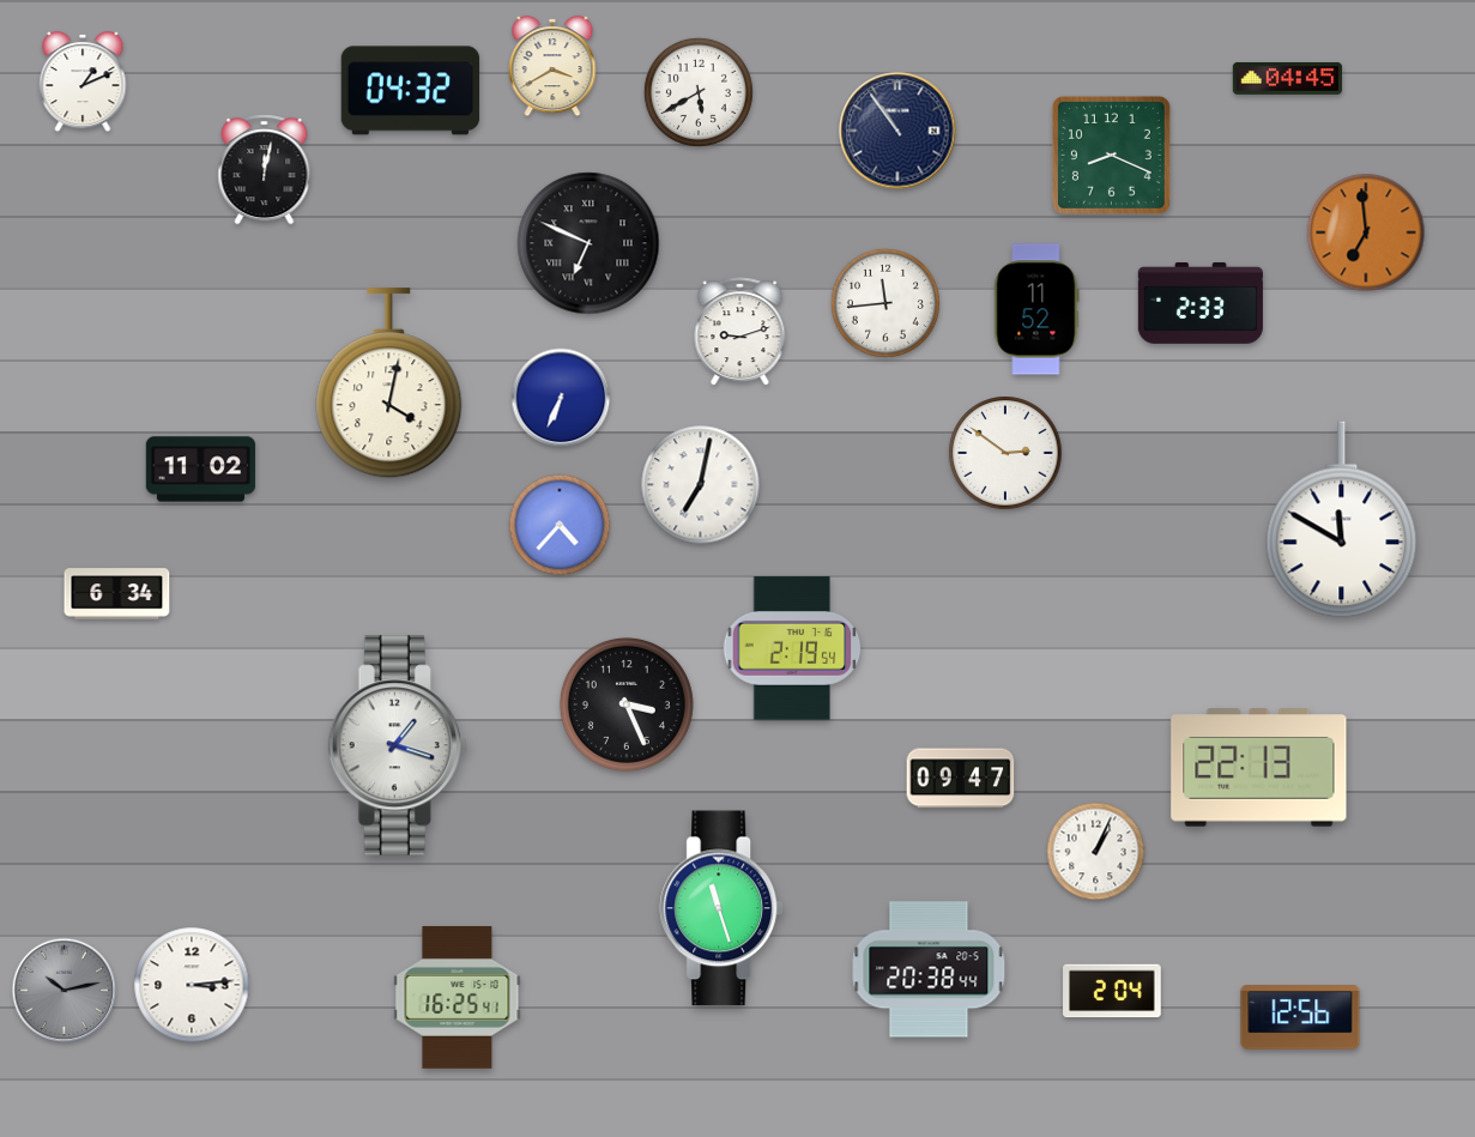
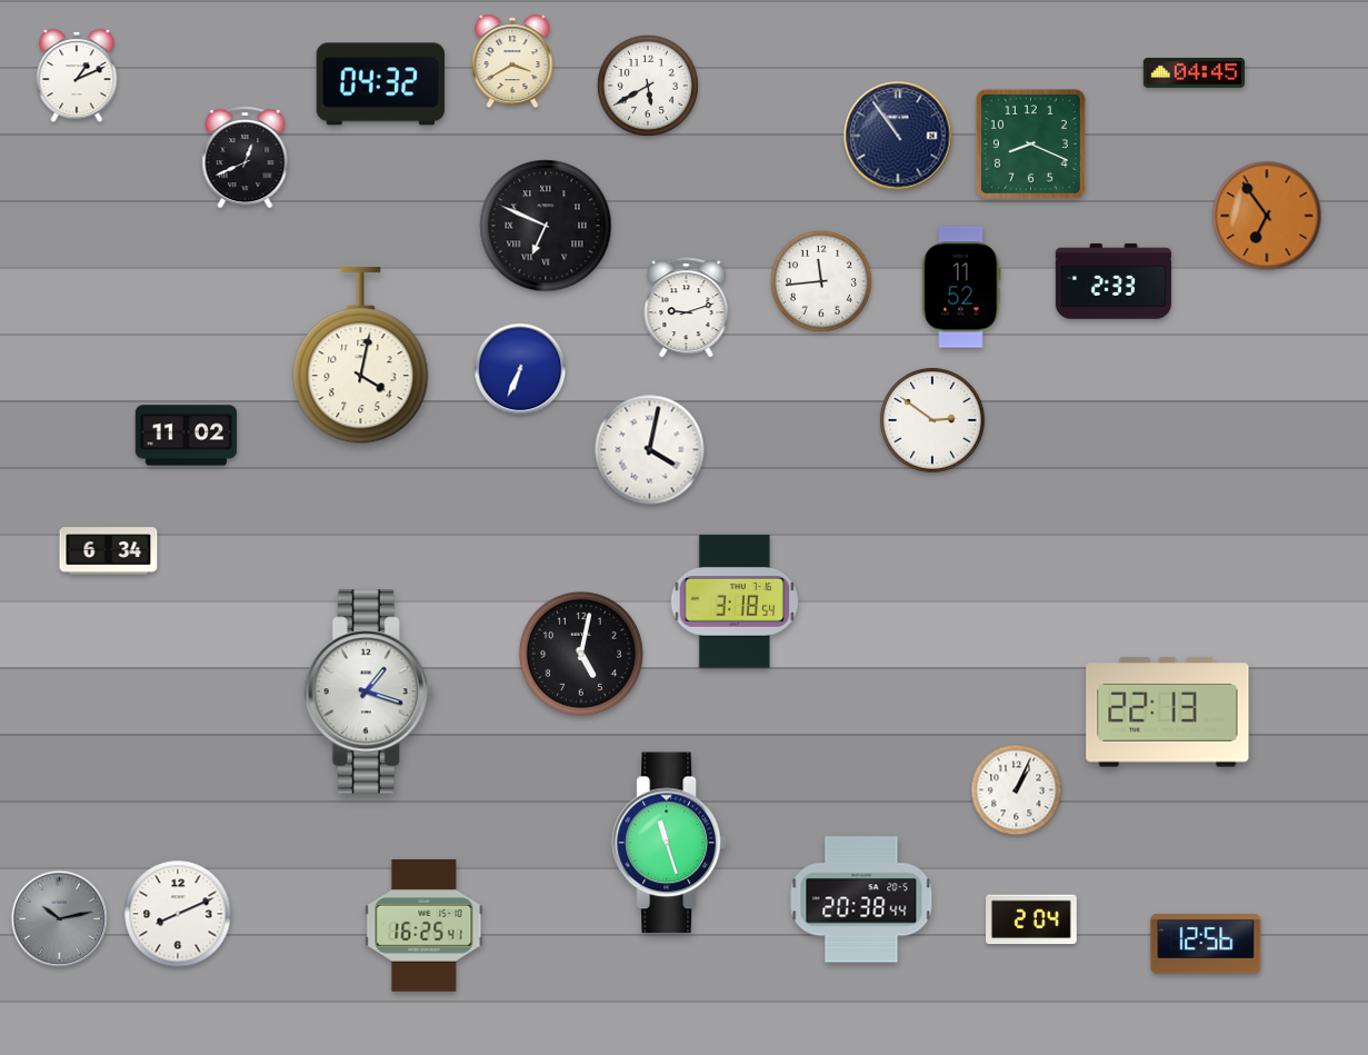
clock at (897, 131) position: (897, 131) -> (898, 136)
clock at (265, 170): 12:02 -> 12:41
clock at (1366, 232): 6:59 -> 6:54
clock at (701, 485): 7:02 -> 4:02
clock at (1342, 520): 11:50 -> none
clock at (560, 525): 4:37 -> none
clock at (792, 648): 2:19 -> 3:18
clock at (627, 704): 3:26 -> 5:02
clock at (961, 779): 09:47 -> none
clock at (192, 985): 3:14 -> 8:11
